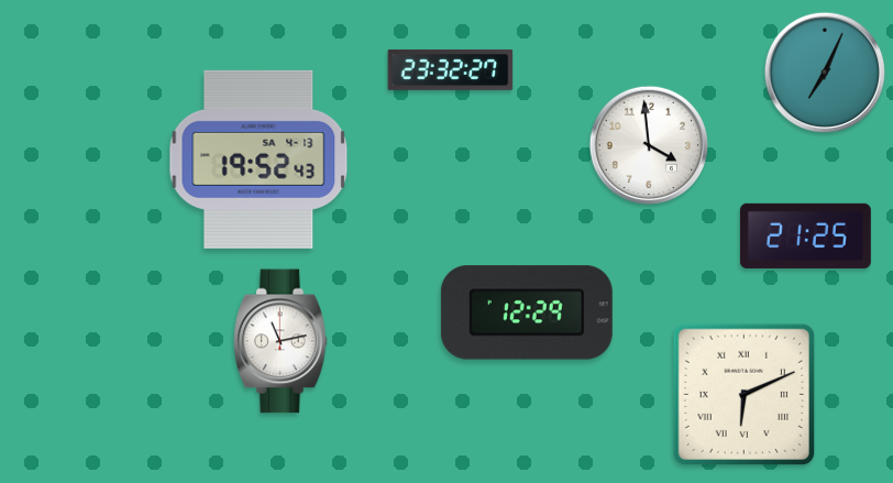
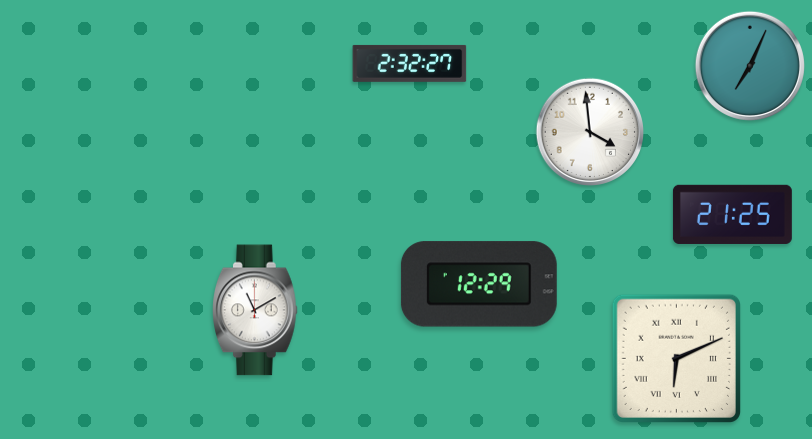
clock at (451, 69): 23:32 -> 2:32
clock at (258, 160): 19:52 -> none
clock at (282, 341): 11:13 -> 11:10
